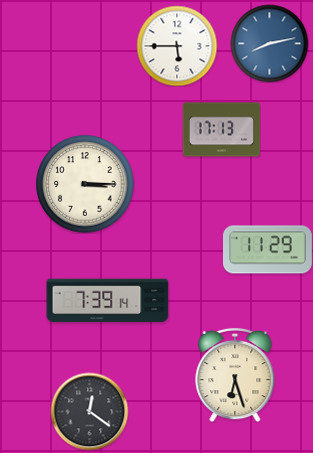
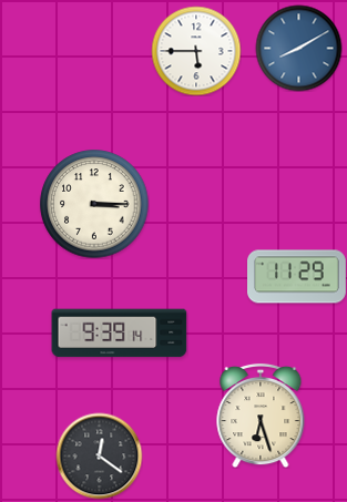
clock at (269, 43): 8:13 -> 8:10
clock at (221, 130): 17:13 -> none
clock at (108, 301): 7:39 -> 9:39
